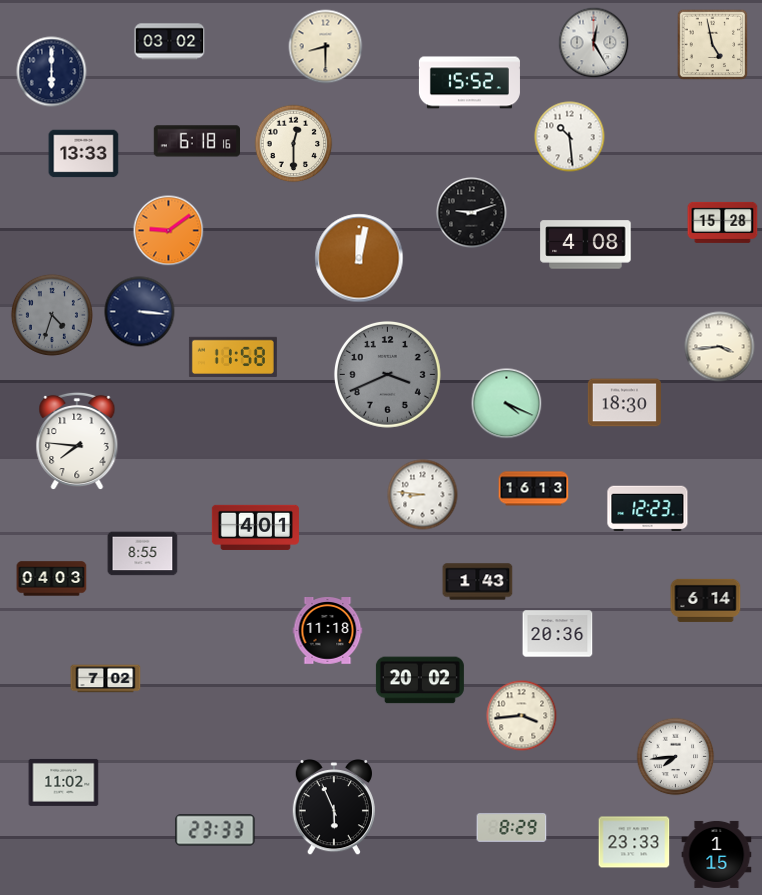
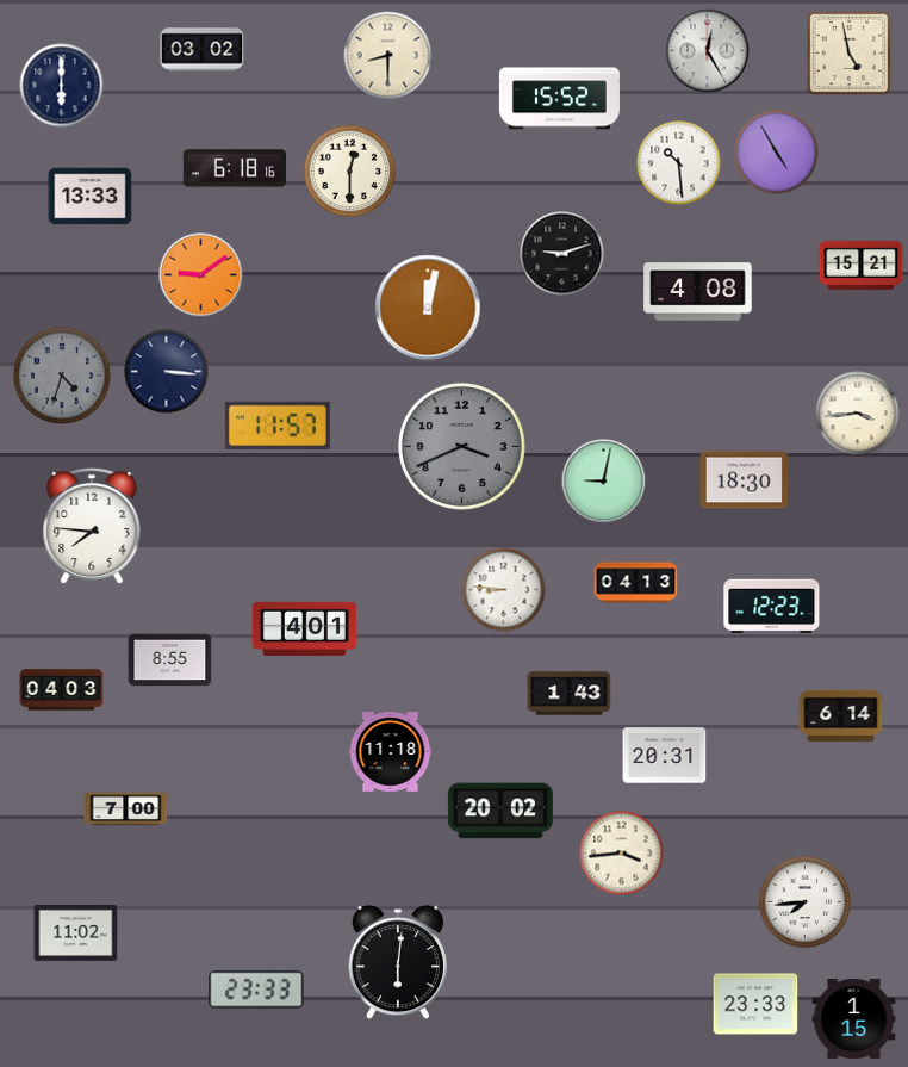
clock at (777, 153): none -> 4:55
clock at (84, 154) position: (84, 154) -> (91, 197)
clock at (723, 222): 15:28 -> 15:21
clock at (233, 357): 11:58 -> 11:57
clock at (507, 404): 4:19 -> 9:02
clock at (534, 489): 16:13 -> 04:13
clock at (558, 634): 20:36 -> 20:31
clock at (106, 679): 7:02 -> 7:00
clock at (334, 808): 5:56 -> 6:01
clock at (512, 827): 8:29 -> none
